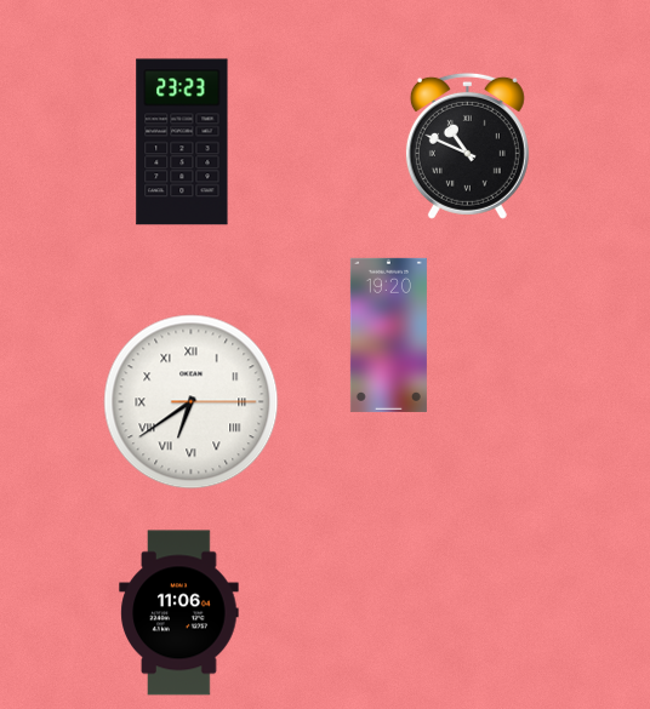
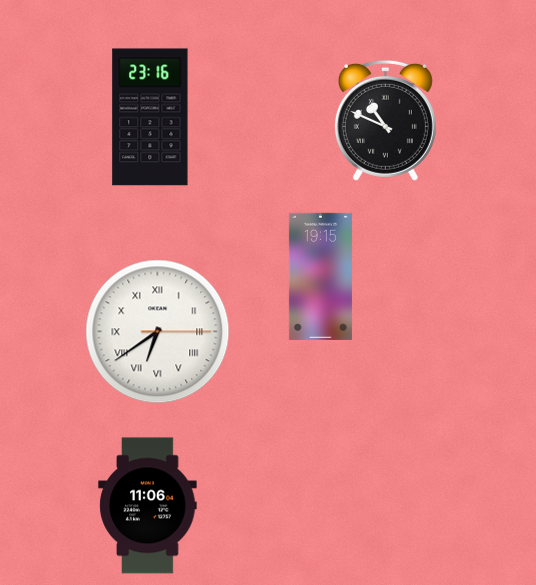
clock at (182, 142): 23:23 -> 23:16
clock at (388, 335): 19:20 -> 19:15
